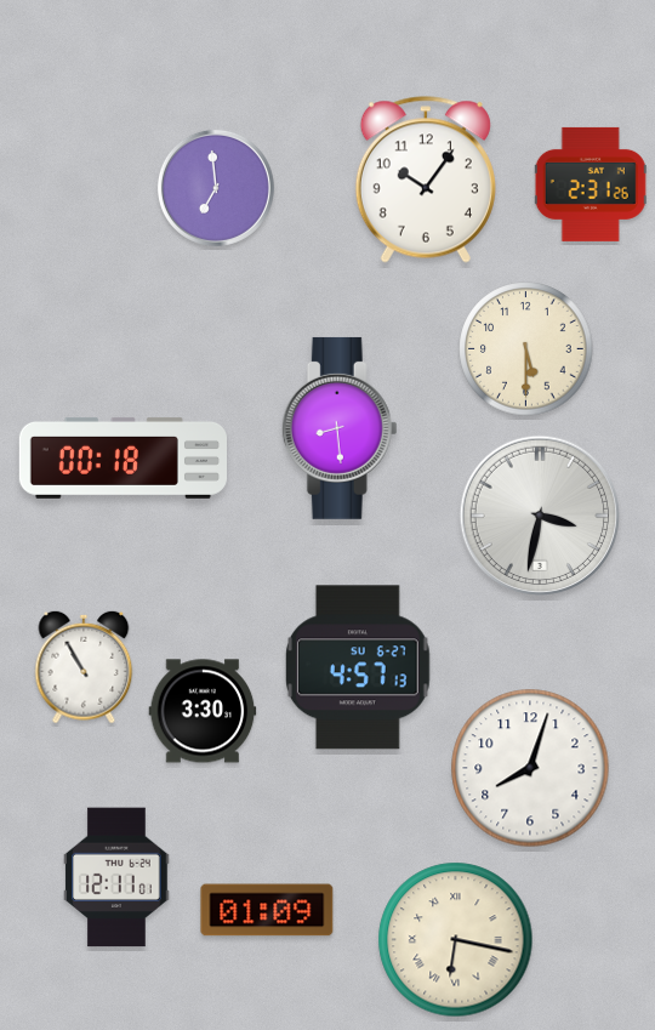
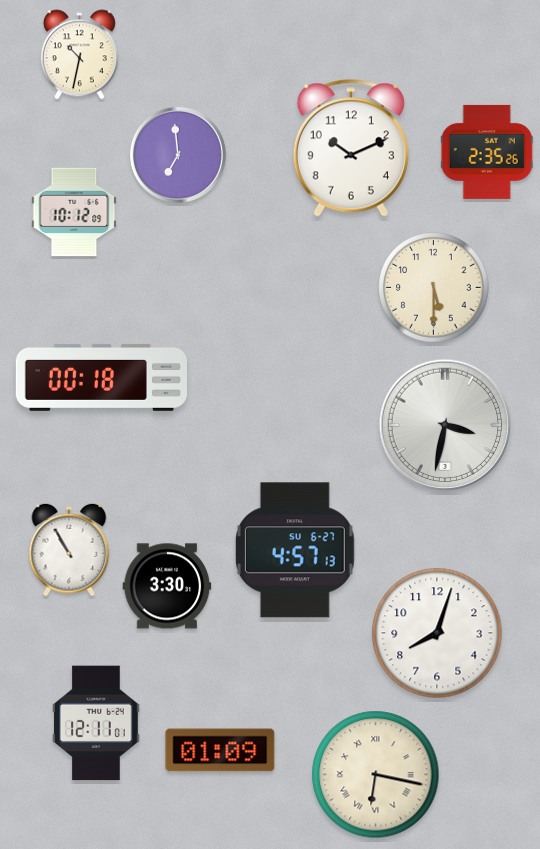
clock at (79, 55): none -> 10:32
clock at (426, 180): 10:06 -> 10:11
clock at (591, 184): 2:31 -> 2:35
clock at (74, 212): none -> 10:12
clock at (340, 428): 8:29 -> none
